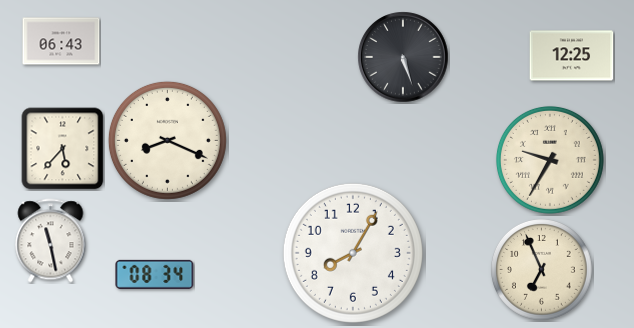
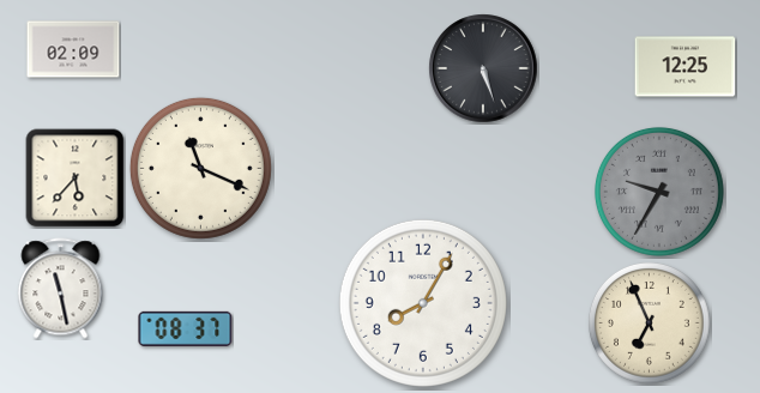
clock at (61, 41): 06:43 -> 02:09
clock at (167, 140): 8:19 -> 11:19
clock at (550, 160) dial: cream -> grey
clock at (155, 274): 08:34 -> 08:37
